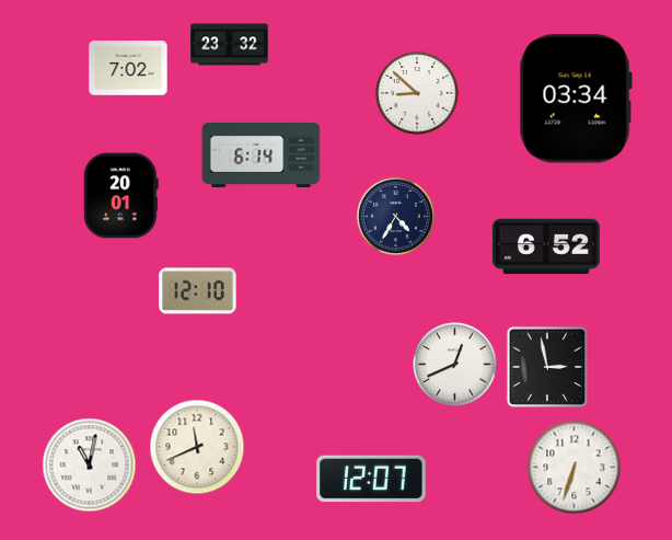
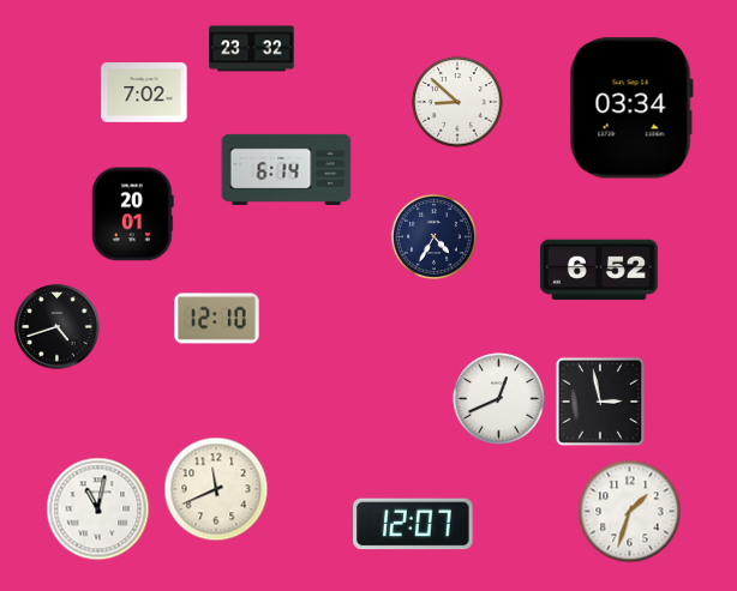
clock at (128, 68) position: (128, 68) -> (144, 92)
clock at (58, 327): none -> 4:42
clock at (575, 468): 6:33 -> 1:33
clock at (371, 479) position: (371, 479) -> (413, 524)
